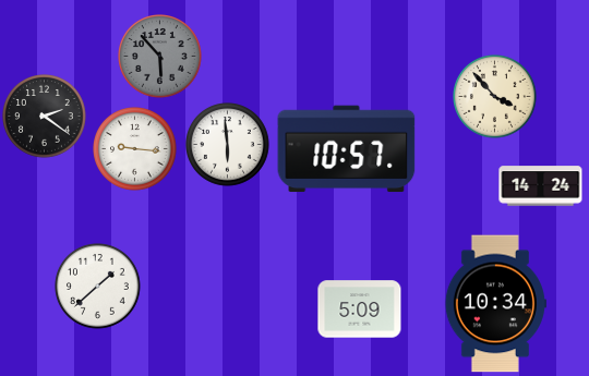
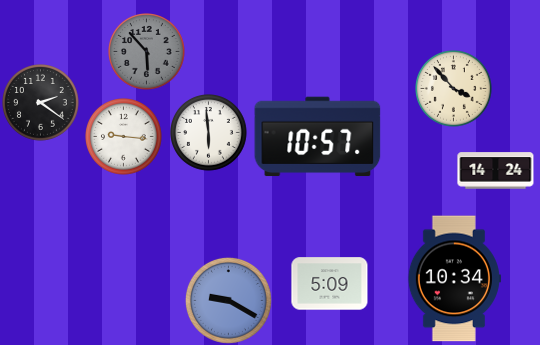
clock at (45, 117) position: (45, 117) -> (41, 103)
clock at (98, 287): 1:38 -> none
clock at (228, 300): none -> 9:20
